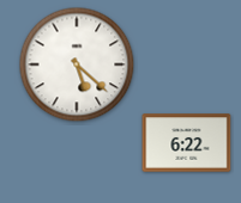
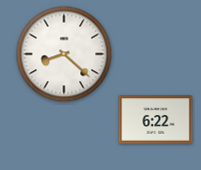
clock at (77, 64): 5:22 -> 8:22
